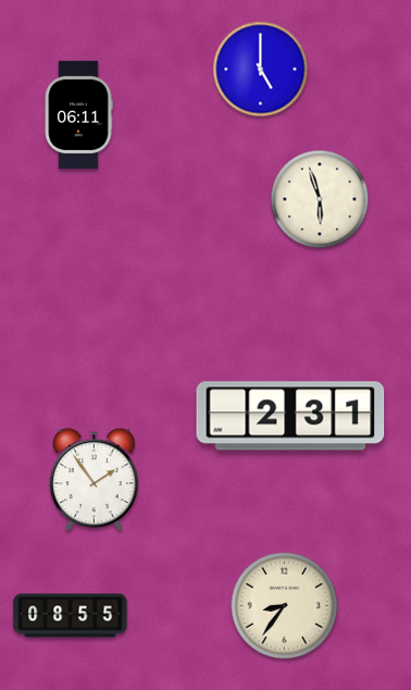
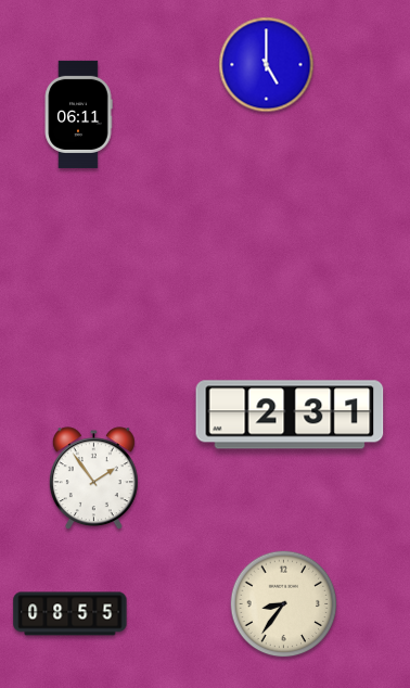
clock at (261, 70) position: (261, 70) -> (267, 65)
clock at (320, 199): 5:57 -> none
